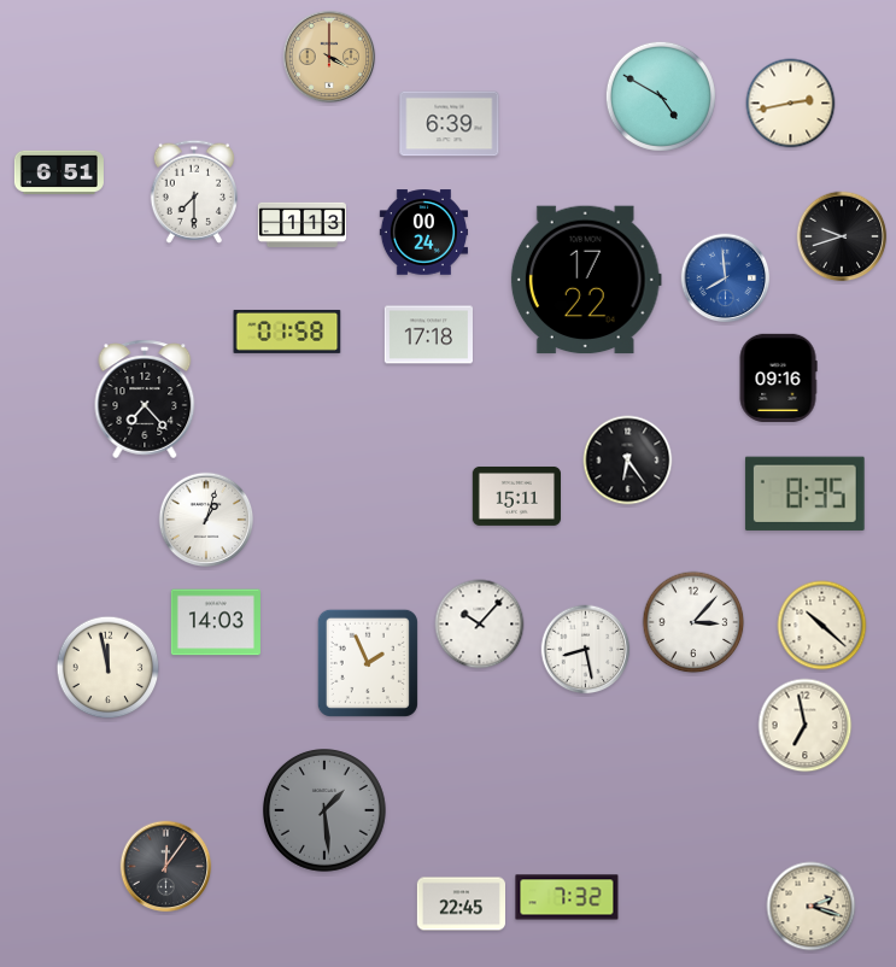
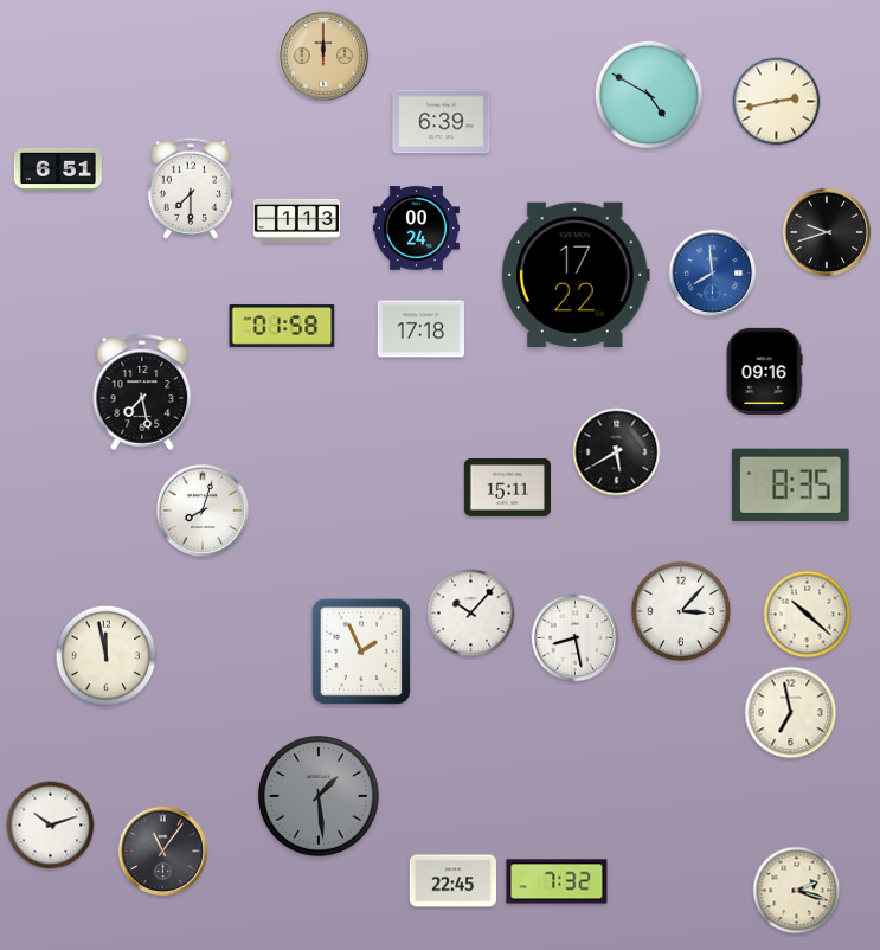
clock at (329, 57): 4:00 -> 12:00
clock at (145, 399): 7:23 -> 7:28
clock at (628, 461): 6:24 -> 5:40
clock at (206, 520): 1:03 -> 8:03
clock at (216, 622): 14:03 -> none
clock at (51, 826): none -> 10:12
clock at (166, 867): 12:06 -> 11:06
clock at (461, 904) position: (461, 904) -> (452, 881)
